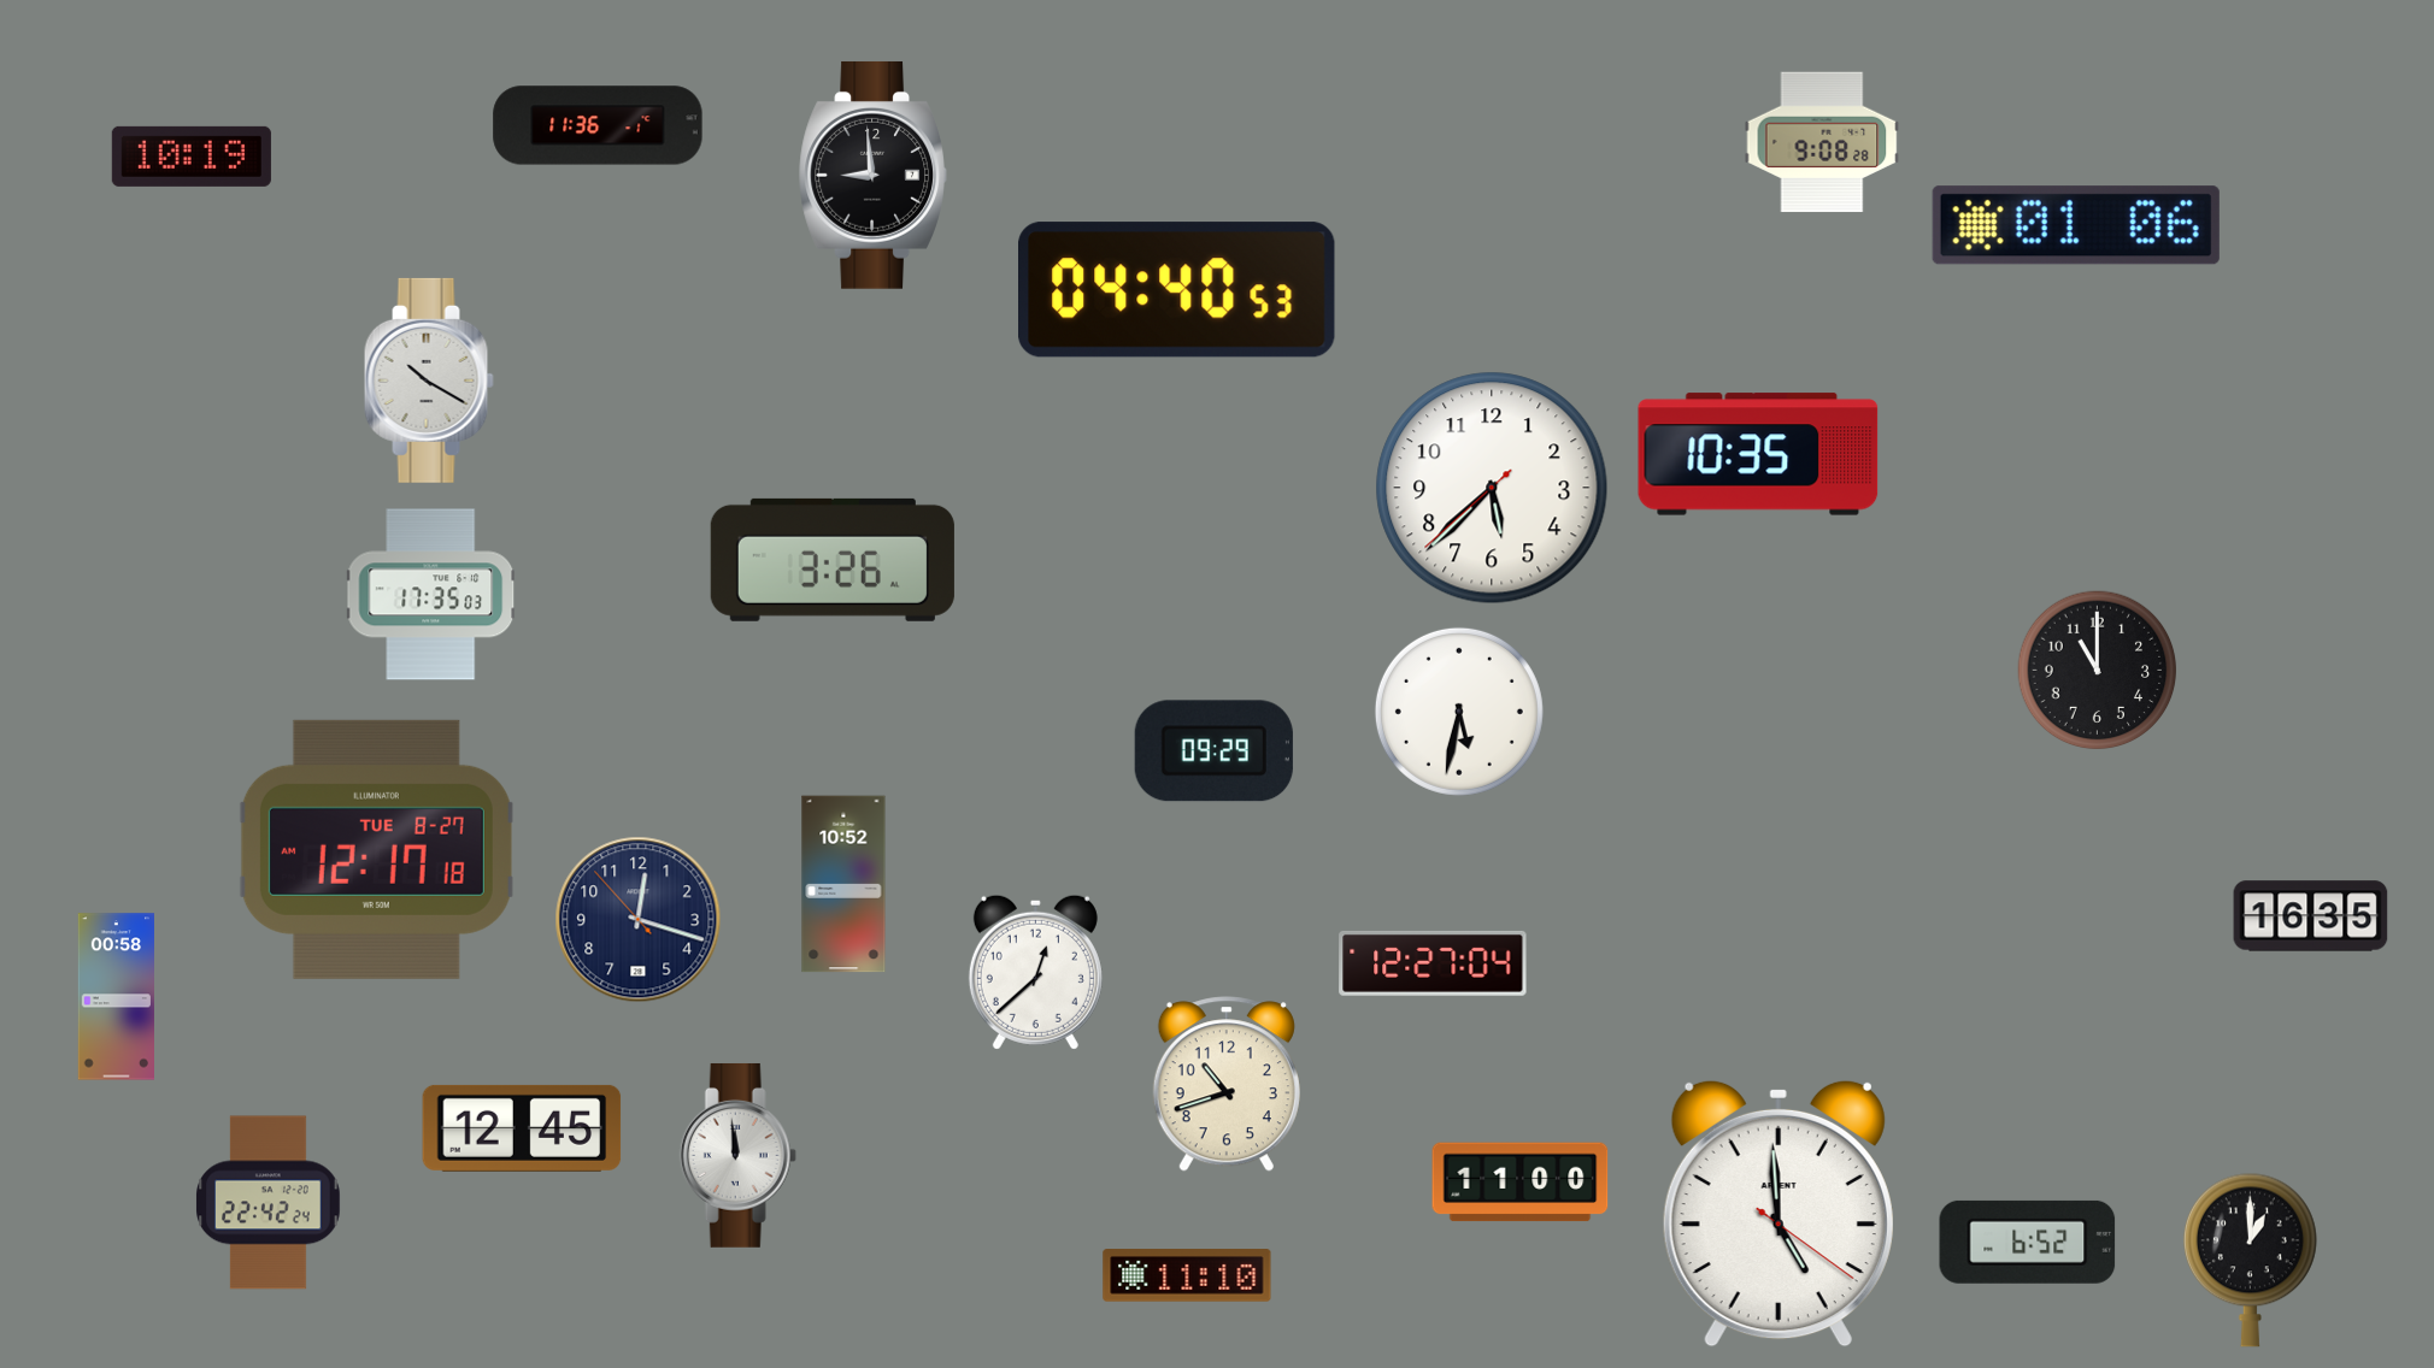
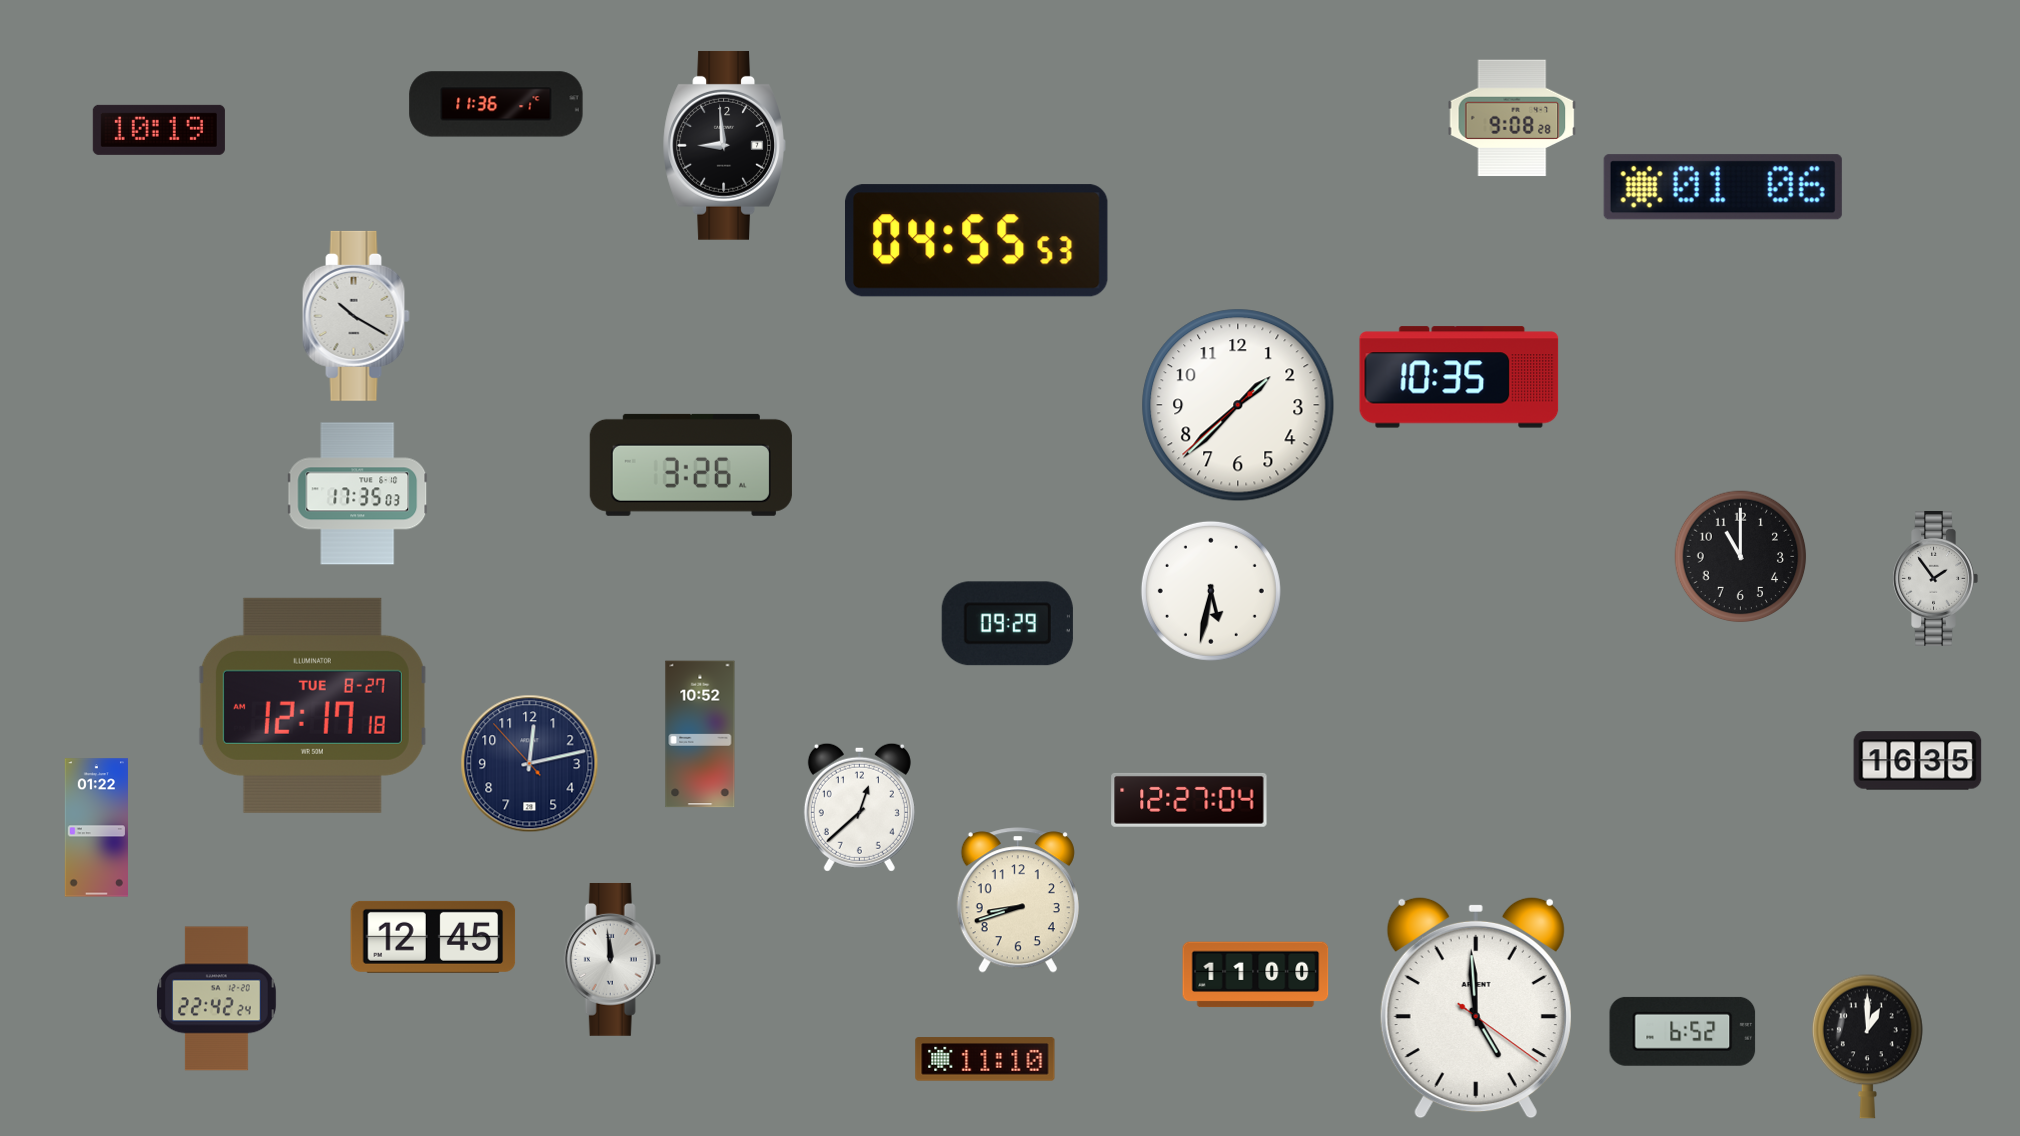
clock at (1177, 290): 04:40 -> 04:55
clock at (1492, 488): 5:37 -> 1:37
clock at (1935, 578): none -> 1:54
clock at (639, 920): 12:17 -> 12:12
clock at (116, 997): 00:58 -> 01:22
clock at (1227, 1084): 10:42 -> 8:42
clock at (1521, 1183) position: (1521, 1183) -> (1256, 975)
clock at (269, 1203) position: (269, 1203) -> (217, 999)
